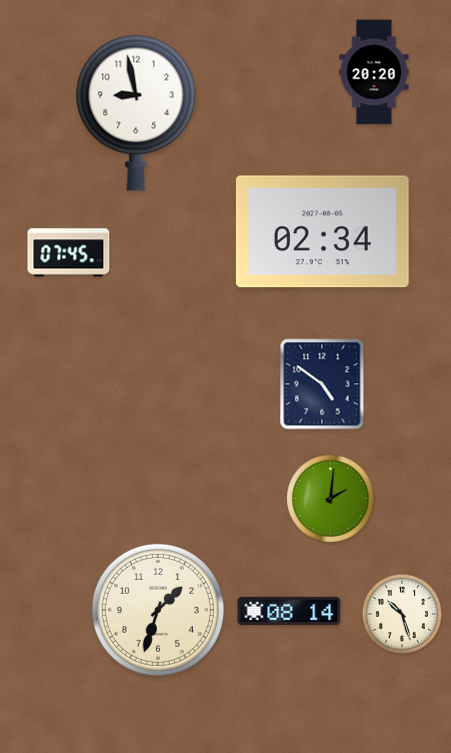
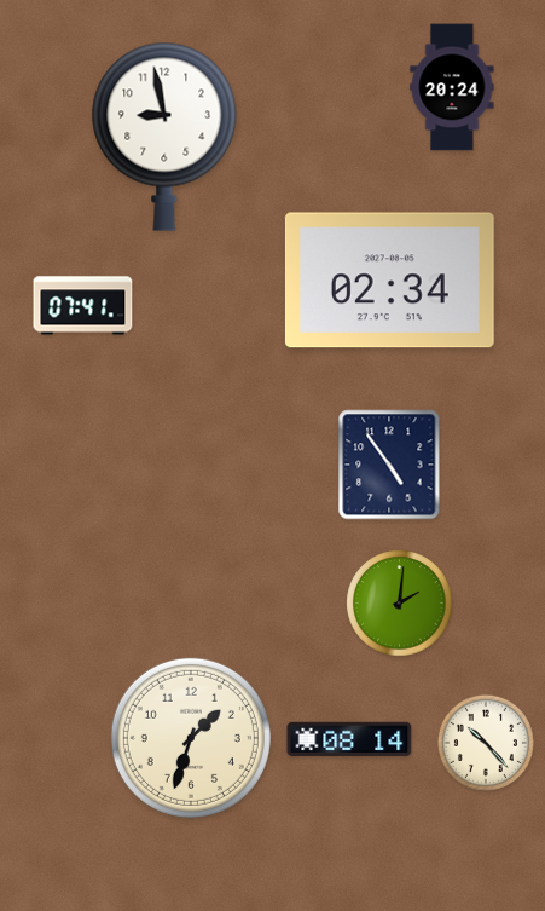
clock at (374, 72): 20:20 -> 20:24
clock at (69, 253): 07:45 -> 07:41
clock at (322, 384): 4:51 -> 4:54
clock at (402, 614): 10:27 -> 10:23
